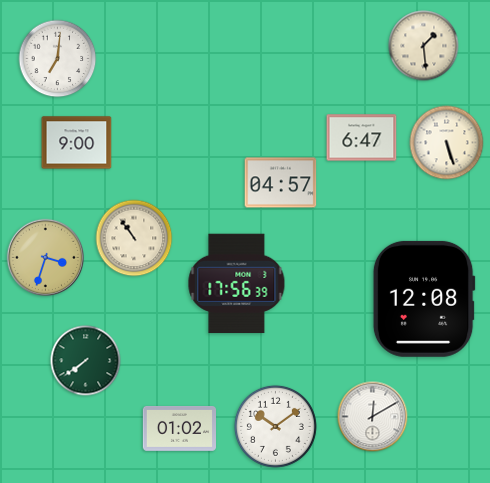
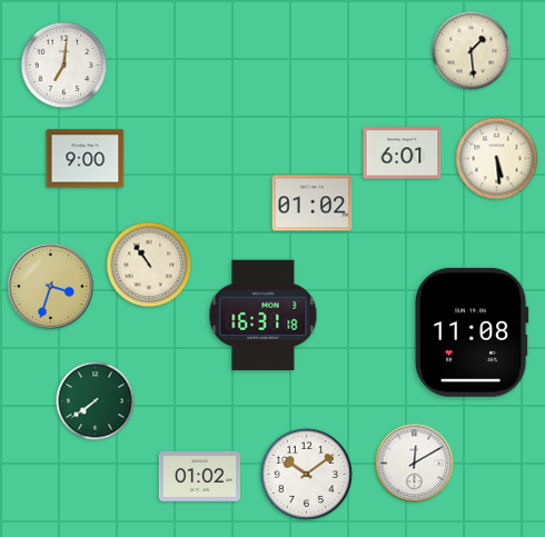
clock at (362, 138): 6:47 -> 6:01
clock at (447, 143): 5:27 -> 5:29
clock at (281, 183): 04:57 -> 01:02
clock at (237, 284): 17:56 -> 16:31
clock at (424, 299): 12:08 -> 11:08
